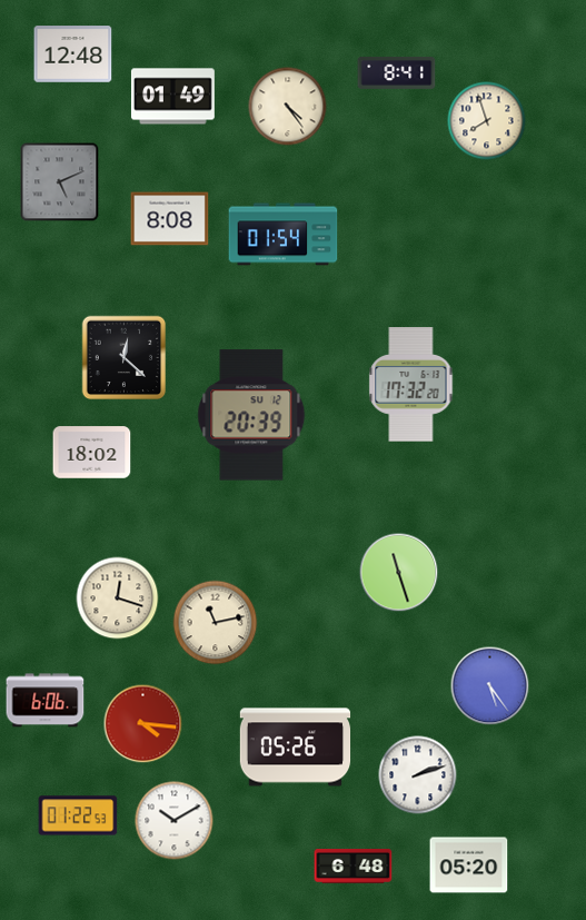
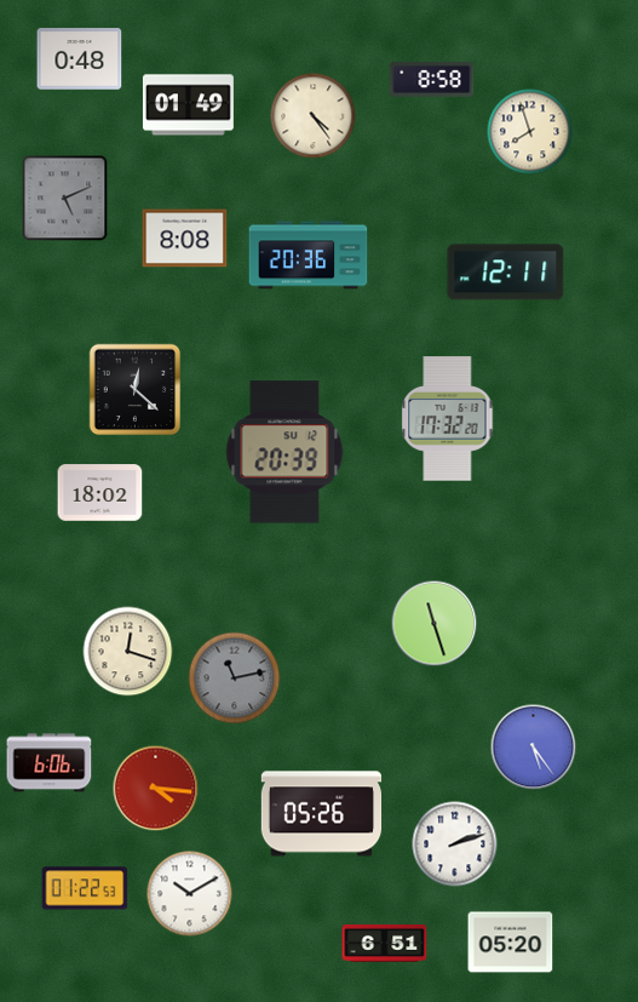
clock at (73, 55): 12:48 -> 0:48
clock at (397, 72): 8:41 -> 8:58
clock at (284, 235): 01:54 -> 20:36
clock at (506, 273): none -> 12:11
clock at (251, 415) position: (251, 415) -> (284, 452)
clock at (216, 623) dial: cream -> grey
clock at (354, 867): 6:48 -> 6:51
